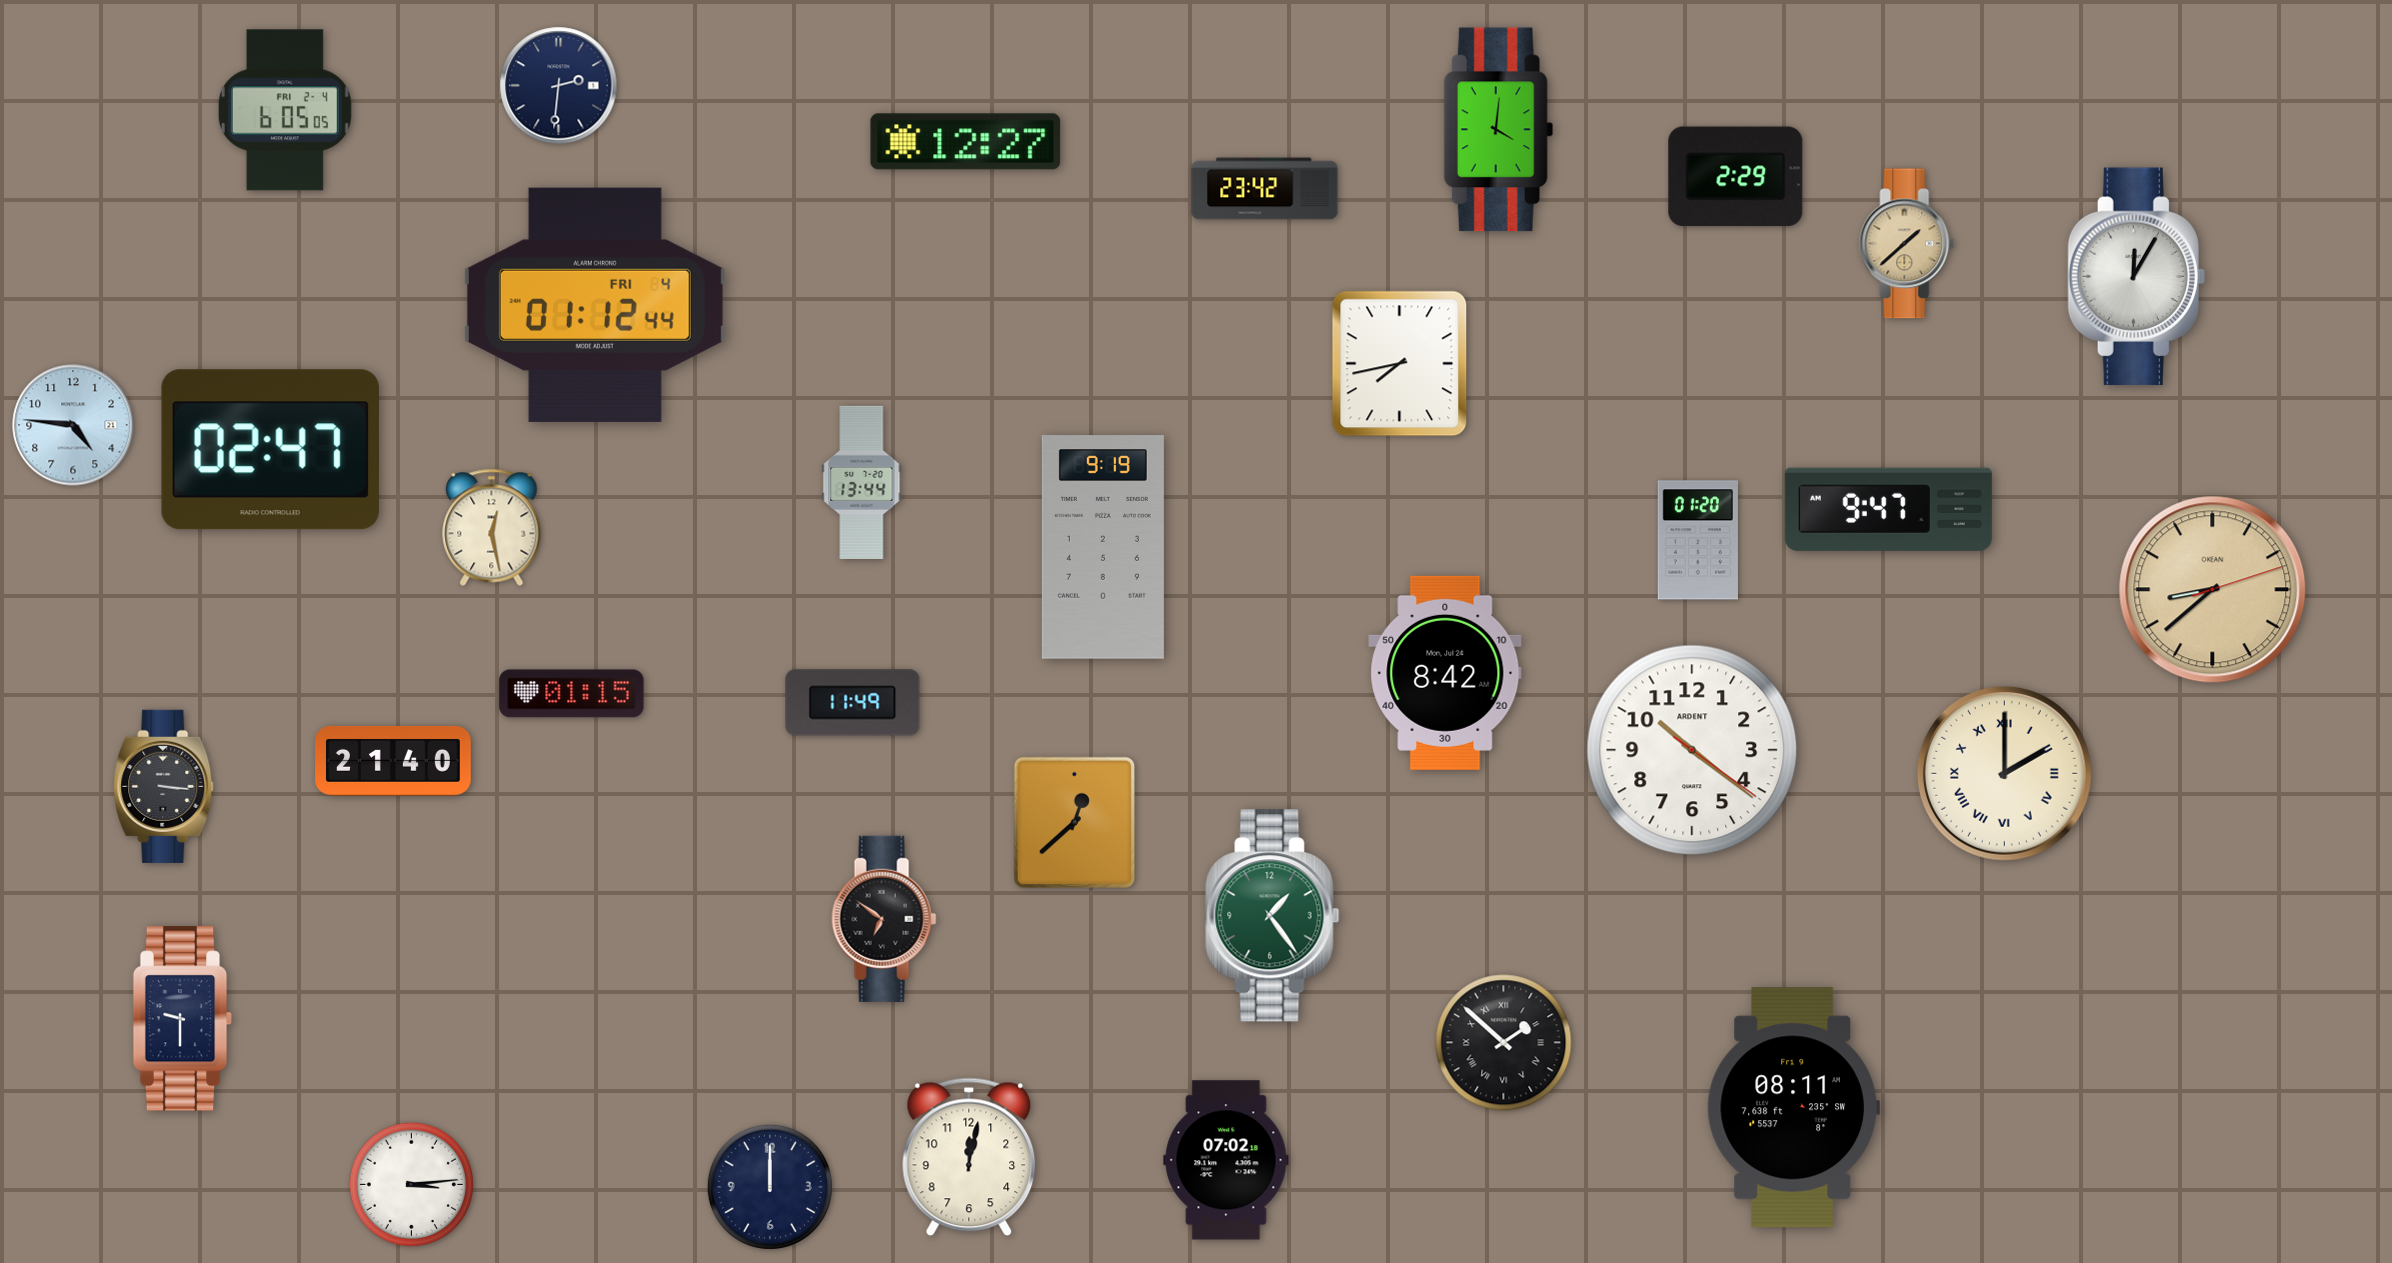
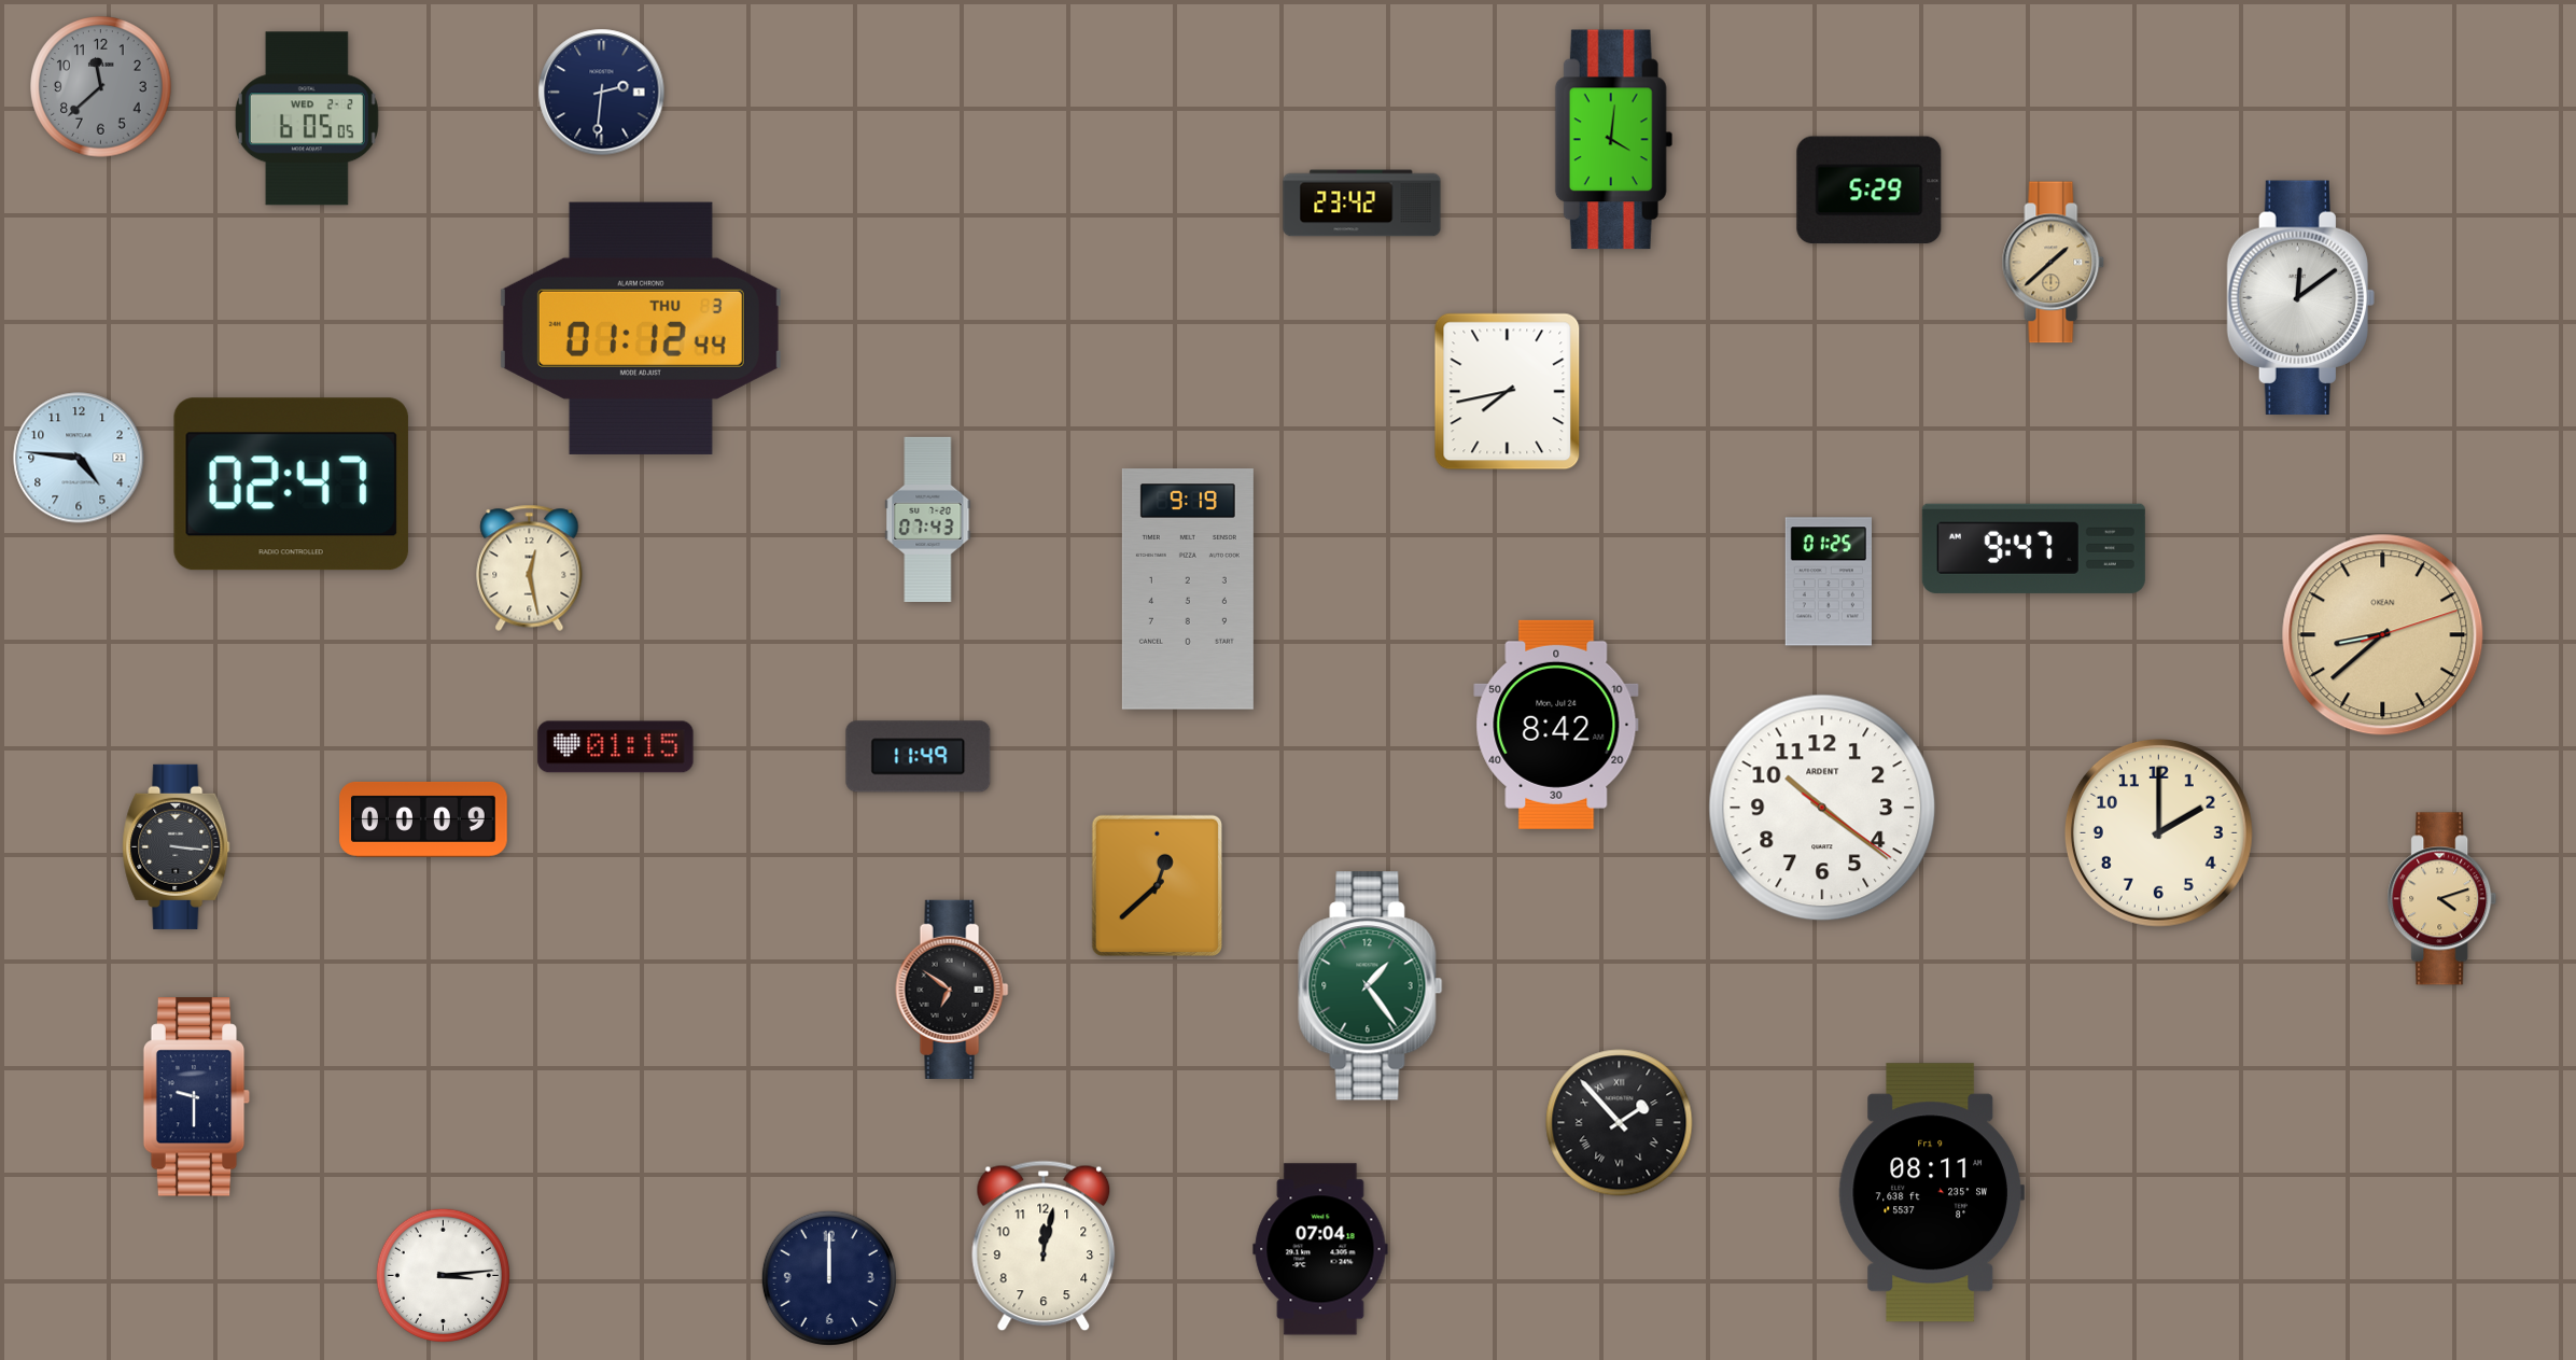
clock at (101, 87): none -> 11:38
clock at (285, 110) date: FRI 2-4 -> WED 2-2
clock at (966, 142): 12:27 -> none
clock at (1736, 177): 2:29 -> 5:29
clock at (2136, 277): 12:05 -> 12:09
clock at (595, 305) date: FRI 4 -> THU 3
clock at (862, 482): 13:44 -> 07:43
clock at (1698, 540): 01:20 -> 01:25
clock at (393, 761): 21:40 -> 00:09
clock at (2004, 773) numerals: Roman -> Arabic
clock at (2442, 899): none -> 4:12
clock at (1504, 1043): 1:52 -> 1:53
clock at (1226, 1160): 07:02 -> 07:04
